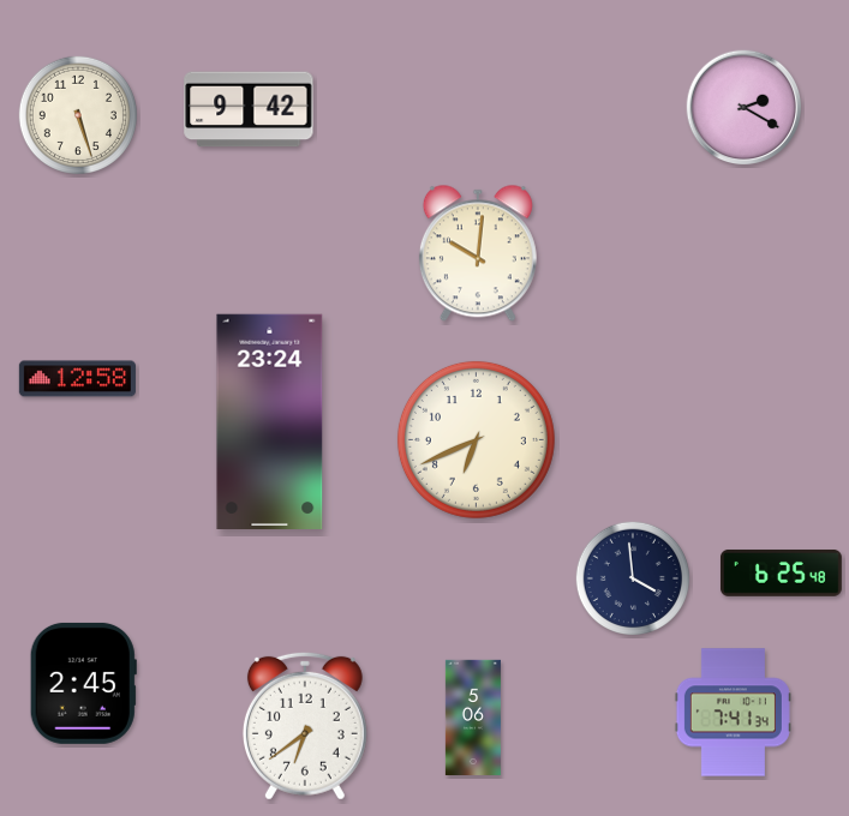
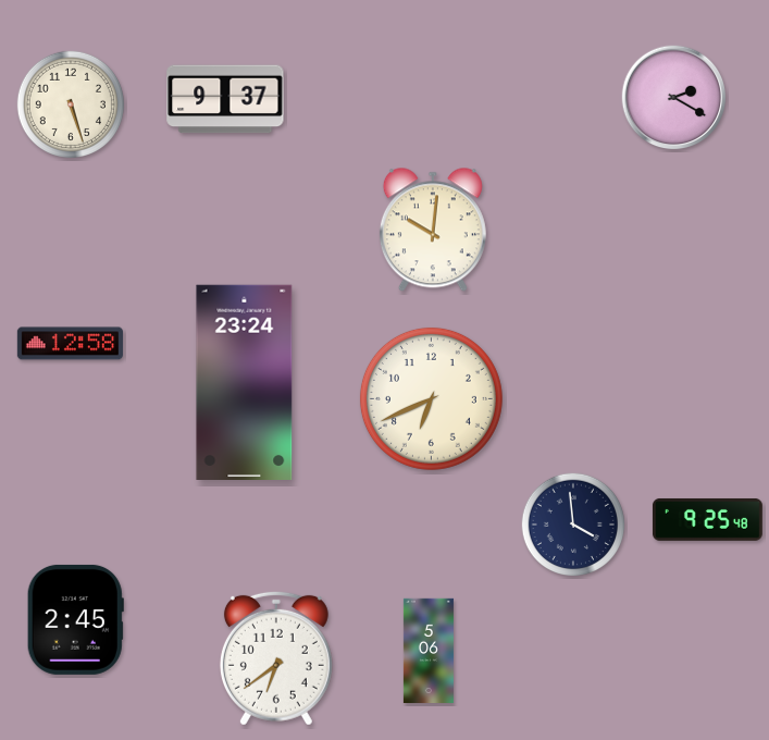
clock at (249, 109): 9:42 -> 9:37
clock at (781, 572): 6:25 -> 9:25
clock at (733, 713): 7:41 -> none
